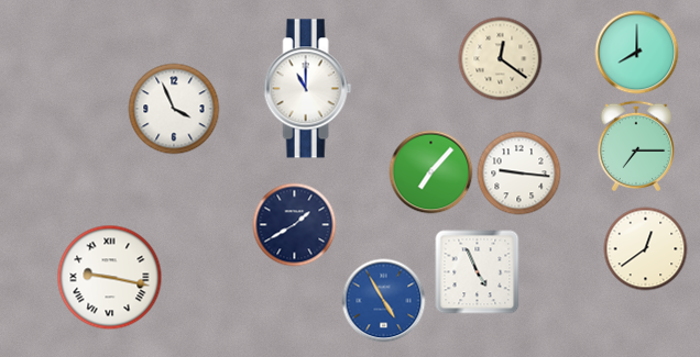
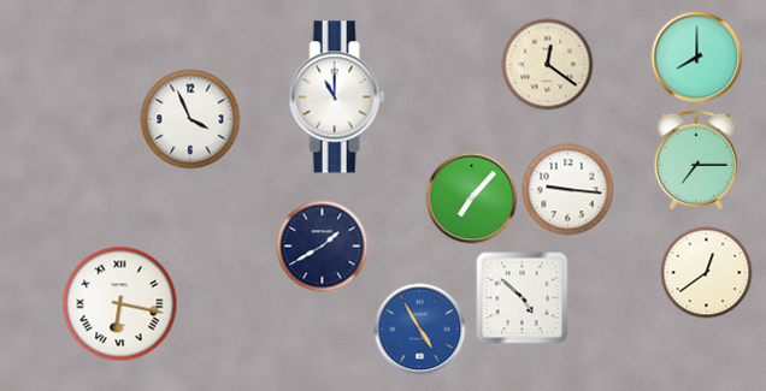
clock at (431, 172) position: (431, 172) -> (472, 199)
clock at (478, 272): 4:56 -> 4:52
clock at (110, 278): 9:17 -> 6:17
